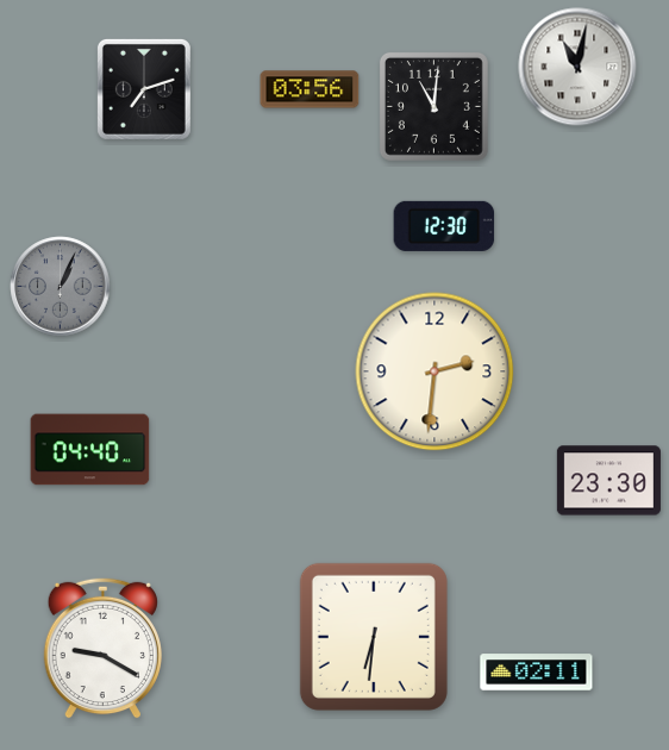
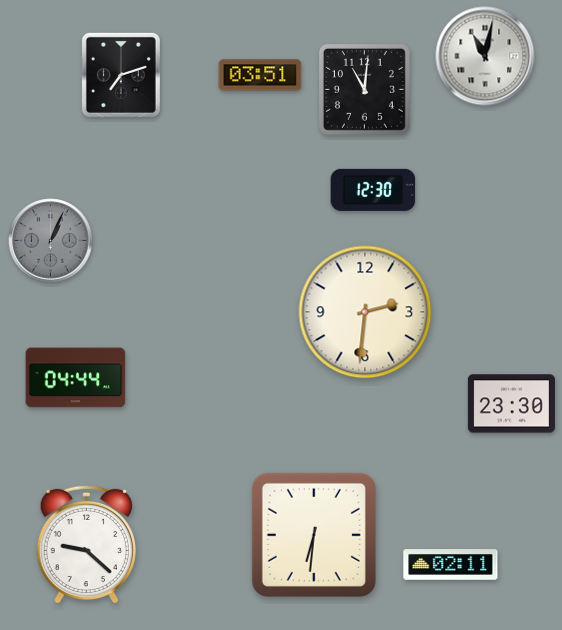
clock at (310, 89): 03:56 -> 03:51
clock at (90, 450): 04:40 -> 04:44
clock at (102, 648): 9:20 -> 9:22
